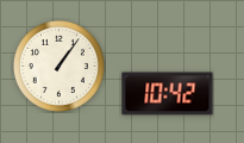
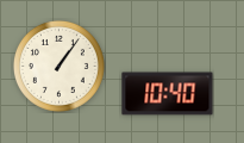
clock at (168, 94): 10:42 -> 10:40
